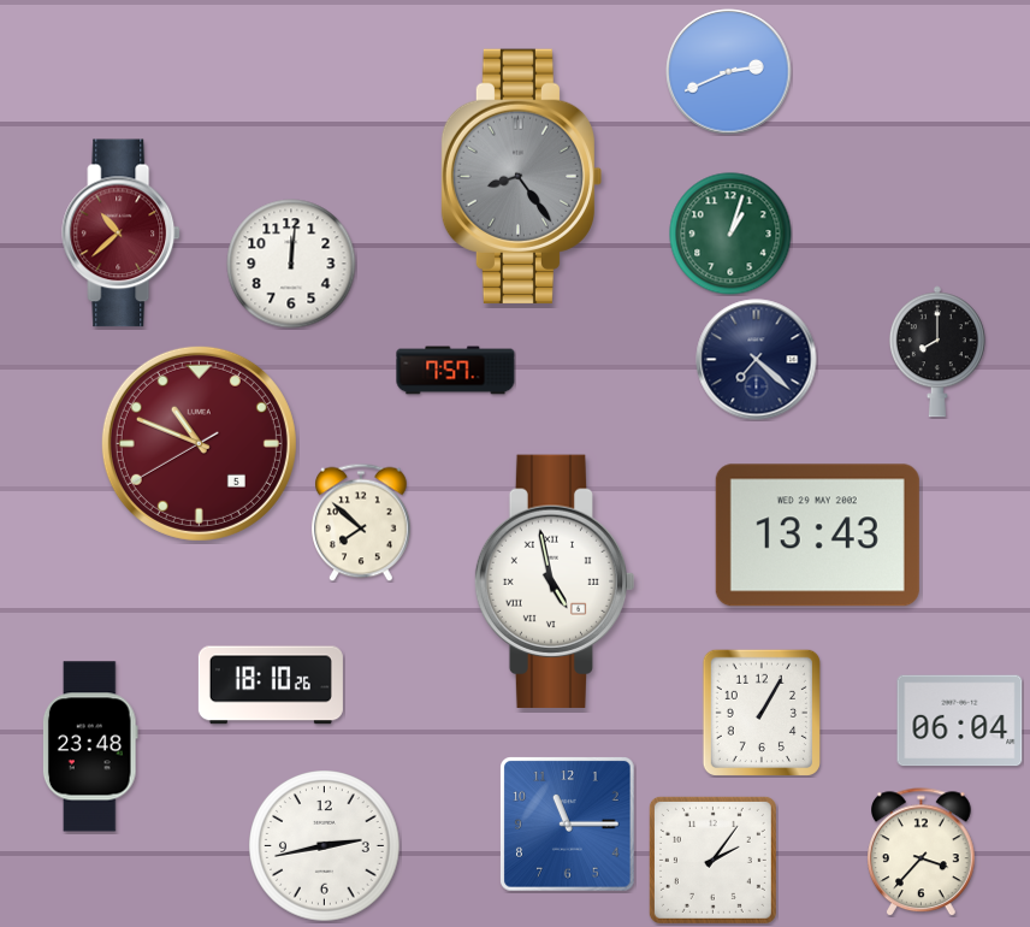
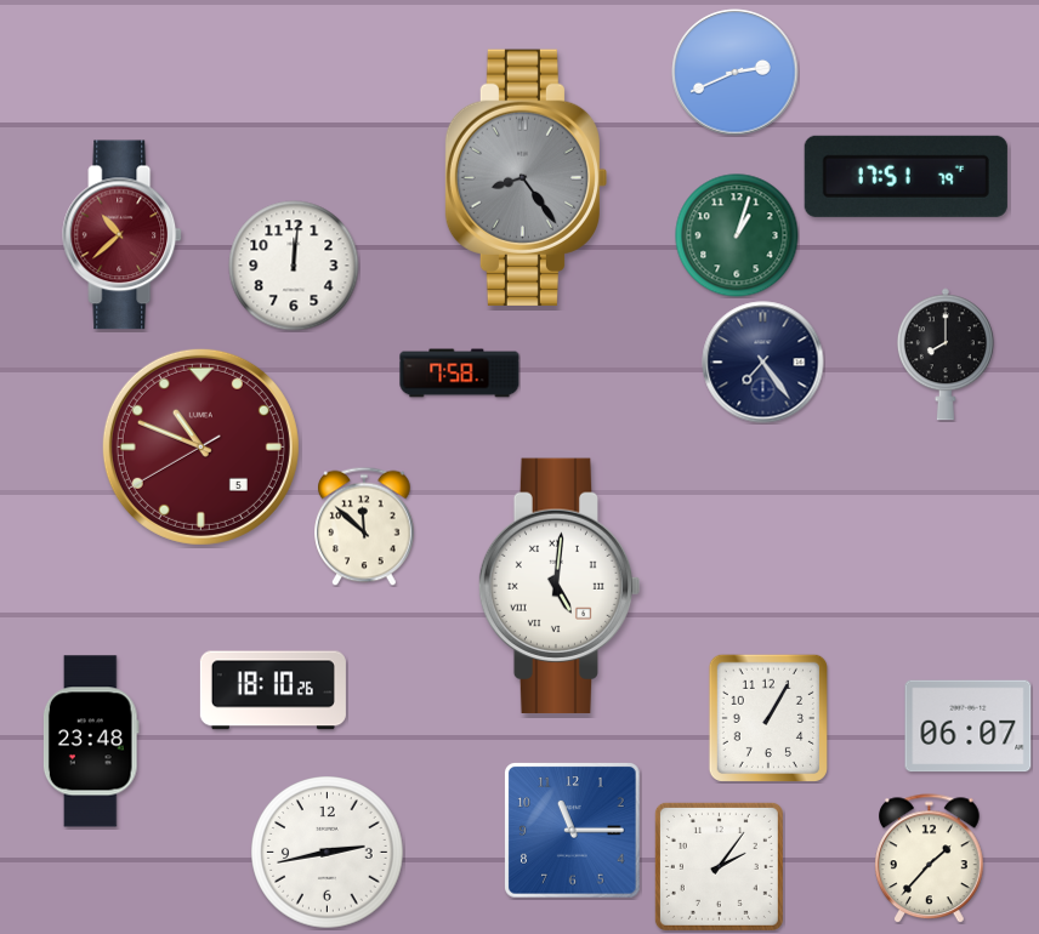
clock at (905, 176): none -> 17:51
clock at (757, 360): 7:22 -> 7:24
clock at (456, 371): 7:57 -> 7:58
clock at (361, 522): 7:52 -> 11:52
clock at (817, 536): 13:43 -> none
clock at (555, 581): 4:58 -> 5:01
clock at (960, 721): 06:04 -> 06:07
clock at (90, 746) position: (90, 746) -> (91, 741)
clock at (922, 852): 3:37 -> 1:37
